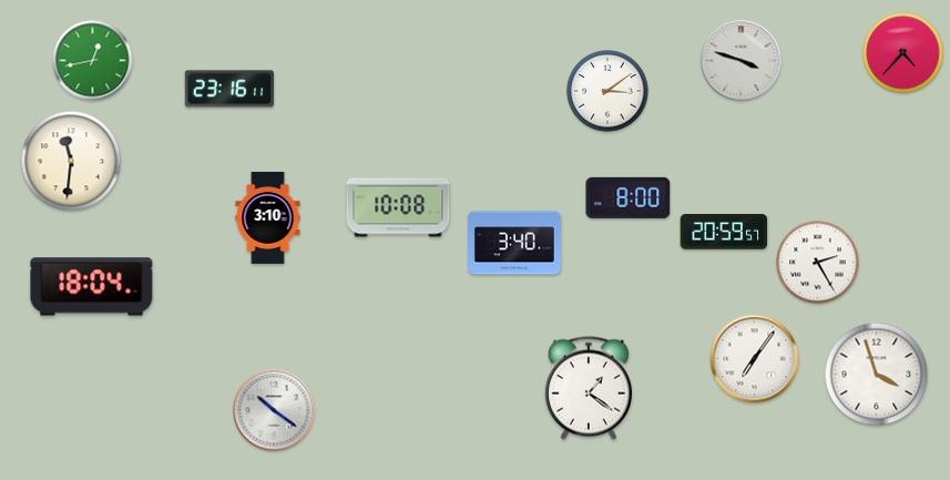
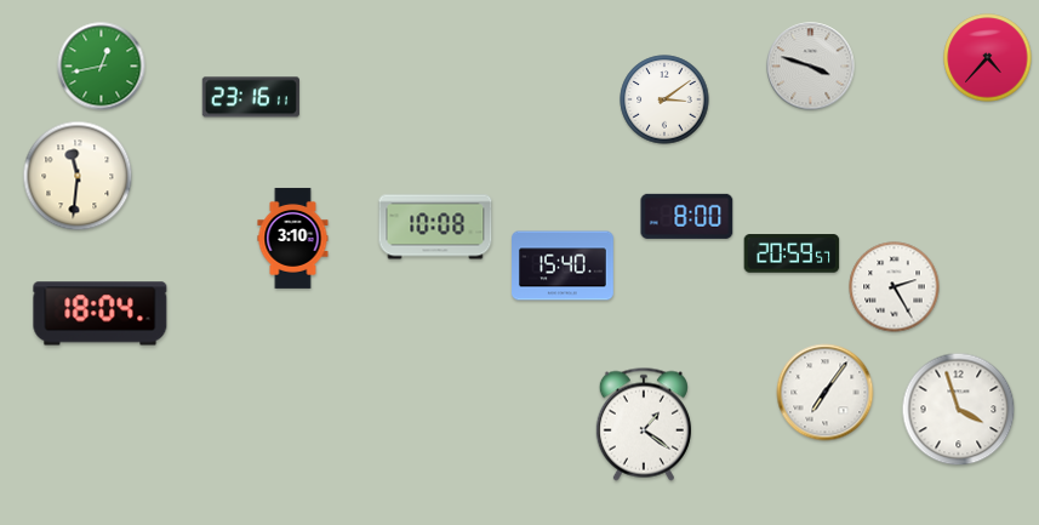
clock at (514, 243): 3:40 -> 15:40
clock at (274, 410): 10:21 -> none
